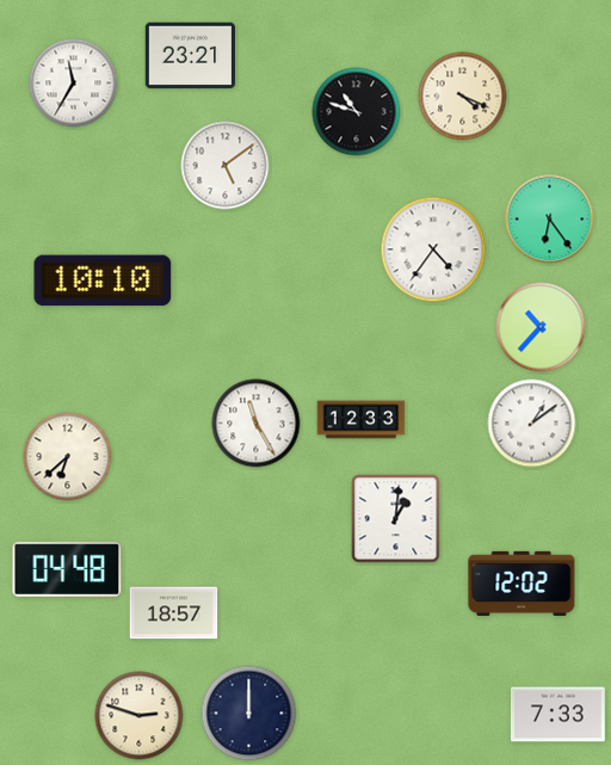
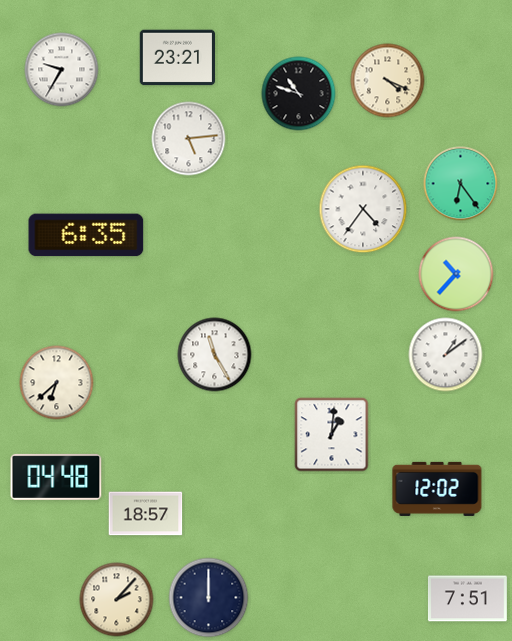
clock at (190, 56) position: (190, 56) -> (177, 58)
clock at (74, 84): 11:35 -> 9:35
clock at (226, 166): 5:09 -> 5:14
clock at (103, 280): 10:10 -> 6:35
clock at (541, 327) position: (541, 327) -> (456, 274)
clock at (362, 420): 12:33 -> none
clock at (557, 715): 7:33 -> 7:51
clock at (140, 716): 2:48 -> 2:07
